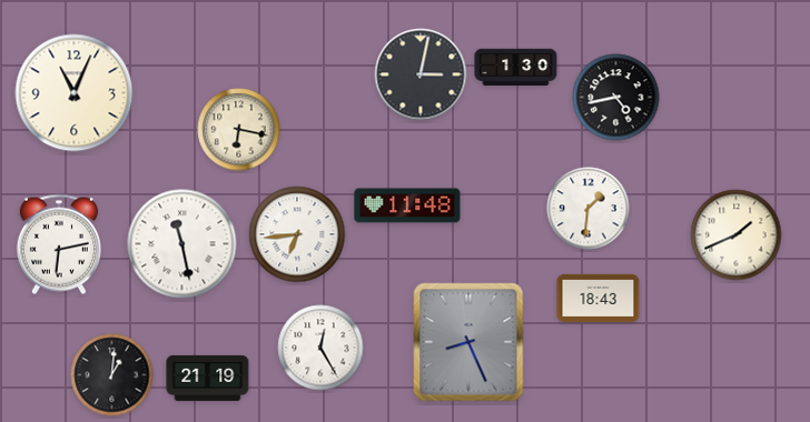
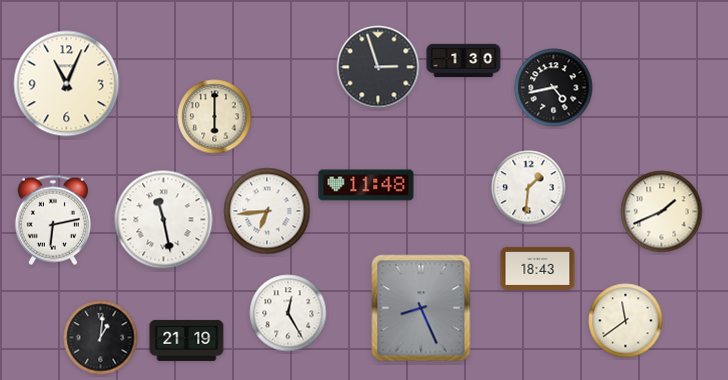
clock at (421, 74): 3:02 -> 2:57
clock at (239, 130): 6:17 -> 6:00
clock at (626, 321): none -> 11:39
